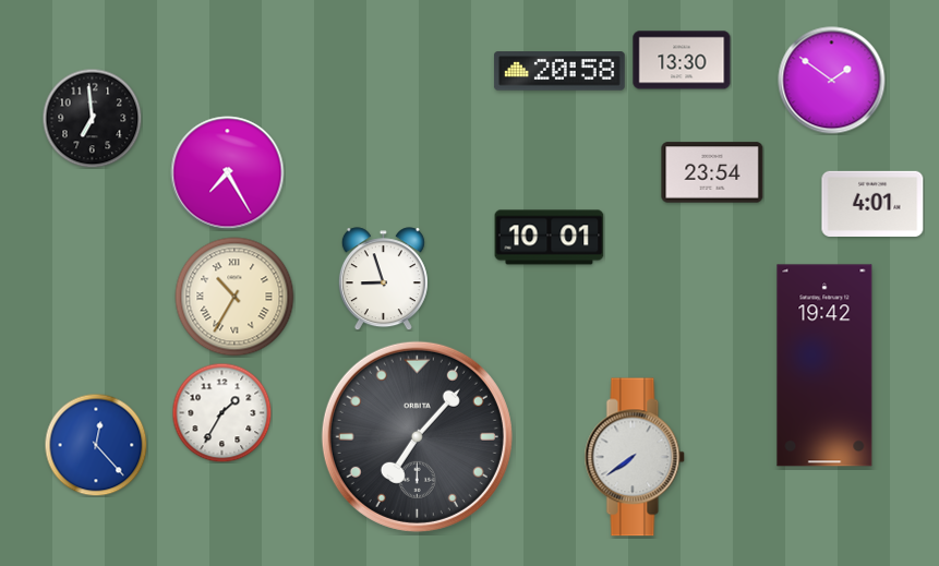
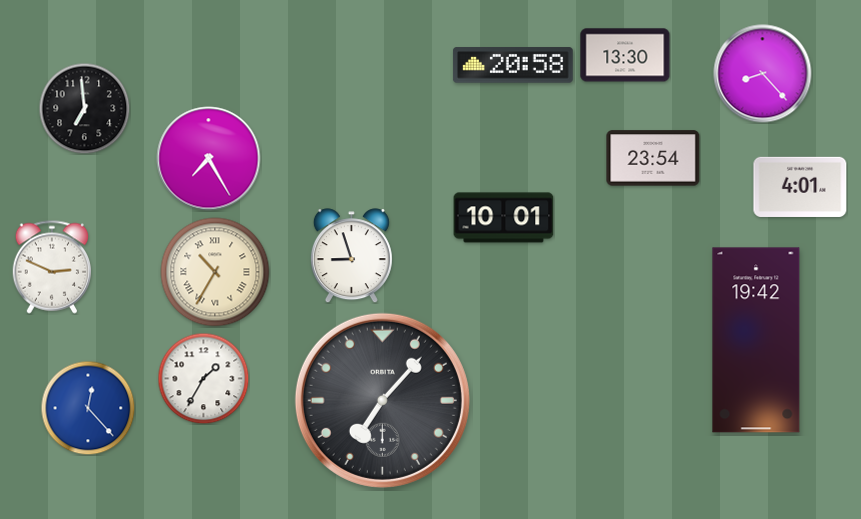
clock at (832, 81): 1:51 -> 8:23
clock at (51, 267): none -> 2:49
clock at (824, 365) position: (824, 365) -> (756, 340)
clock at (635, 457): 7:39 -> none
